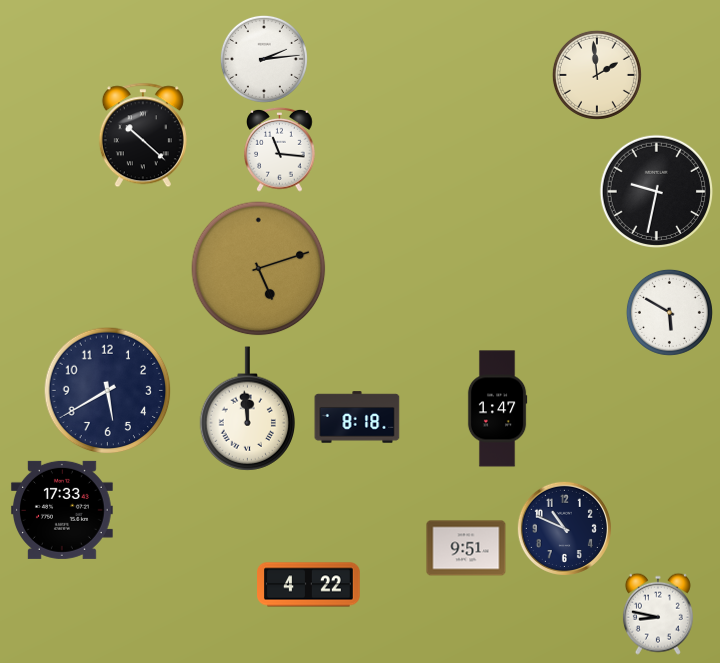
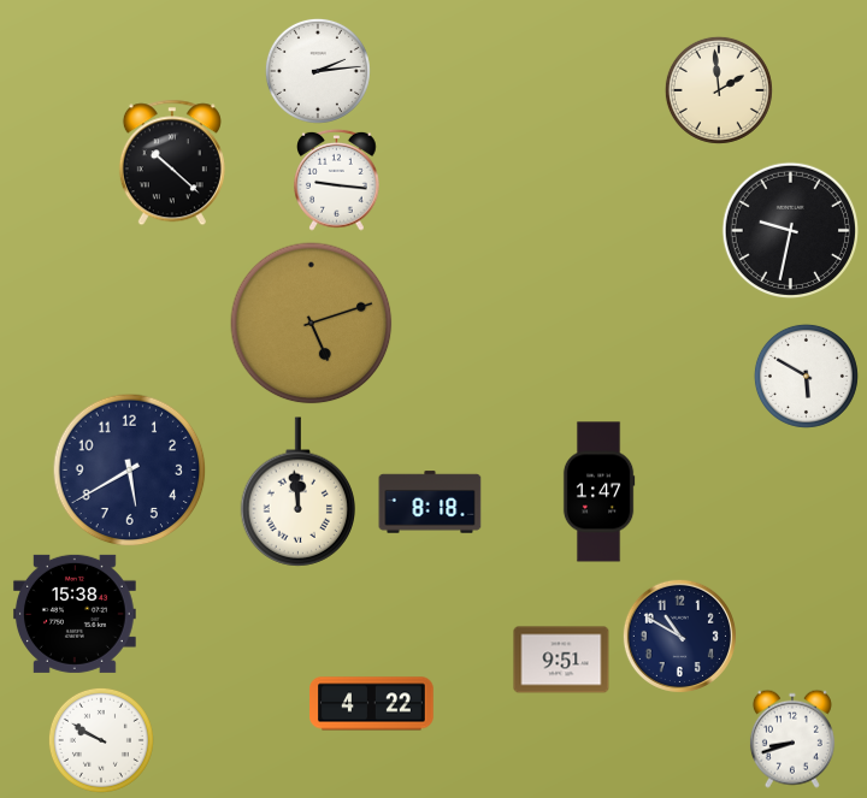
clock at (280, 149): 11:16 -> 9:16
clock at (62, 510): 17:33 -> 15:38
clock at (564, 528): 10:49 -> 10:50
clock at (658, 614): 8:47 -> 8:42
clock at (101, 740): none -> 9:50
